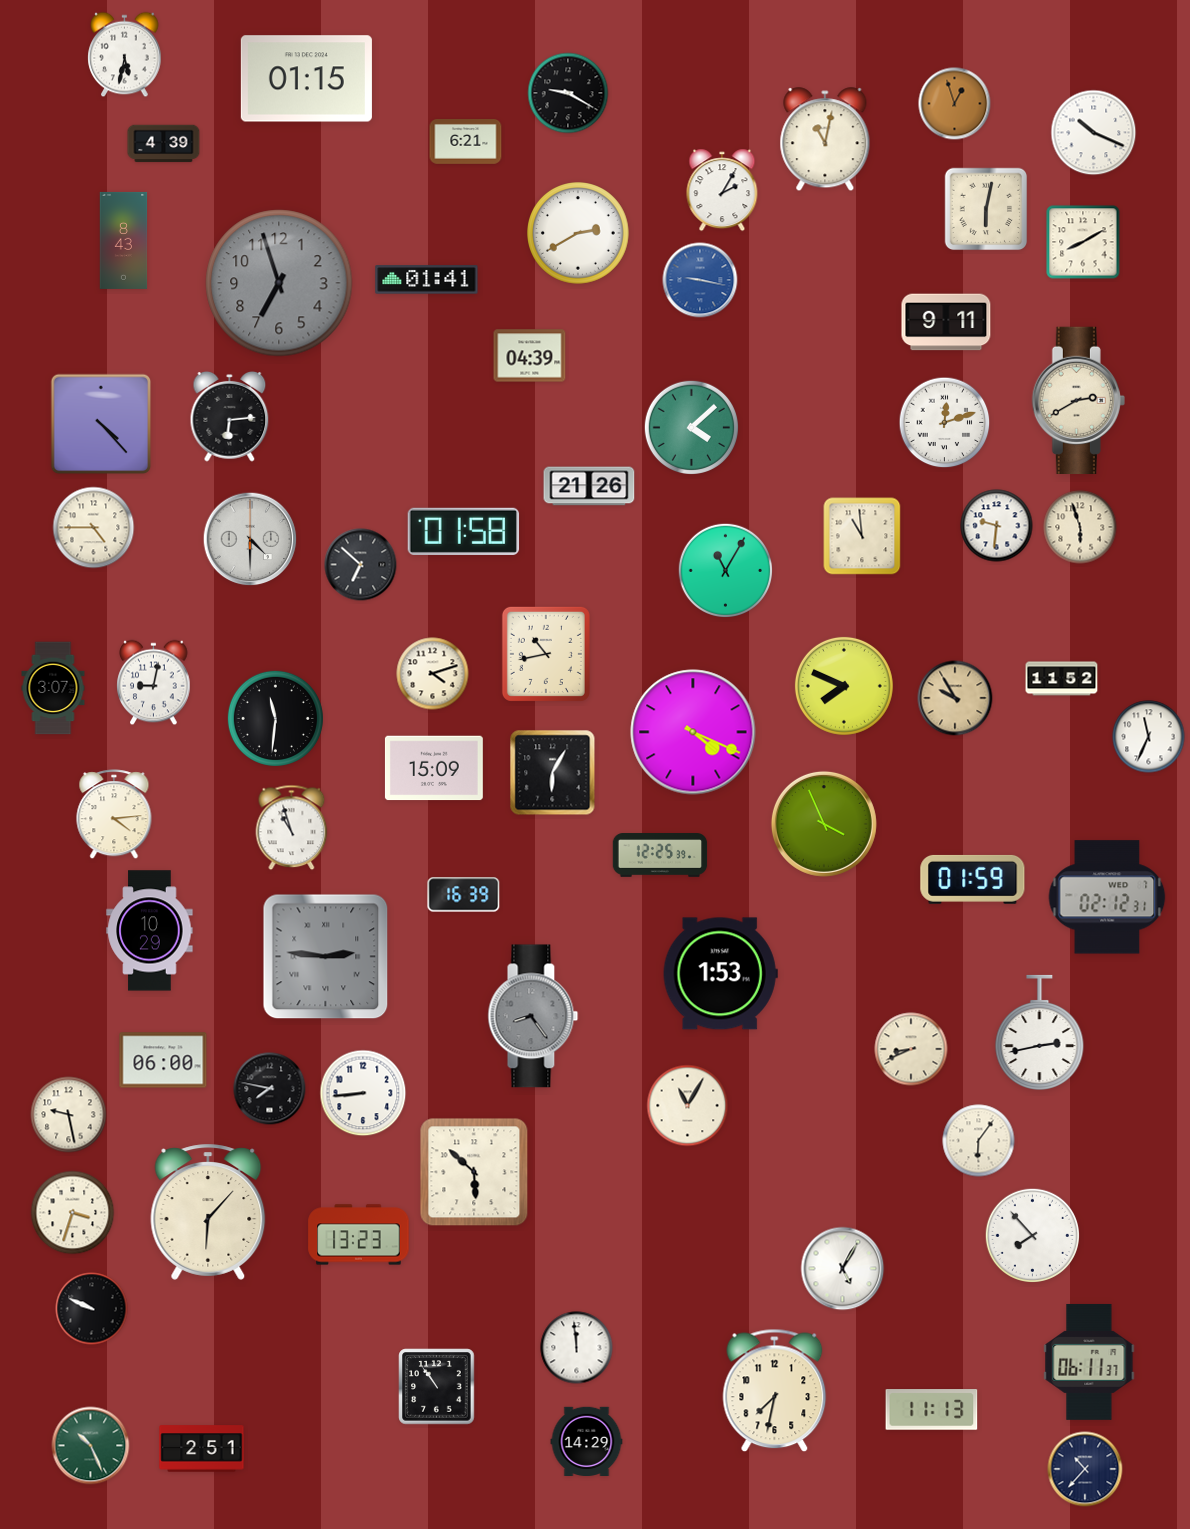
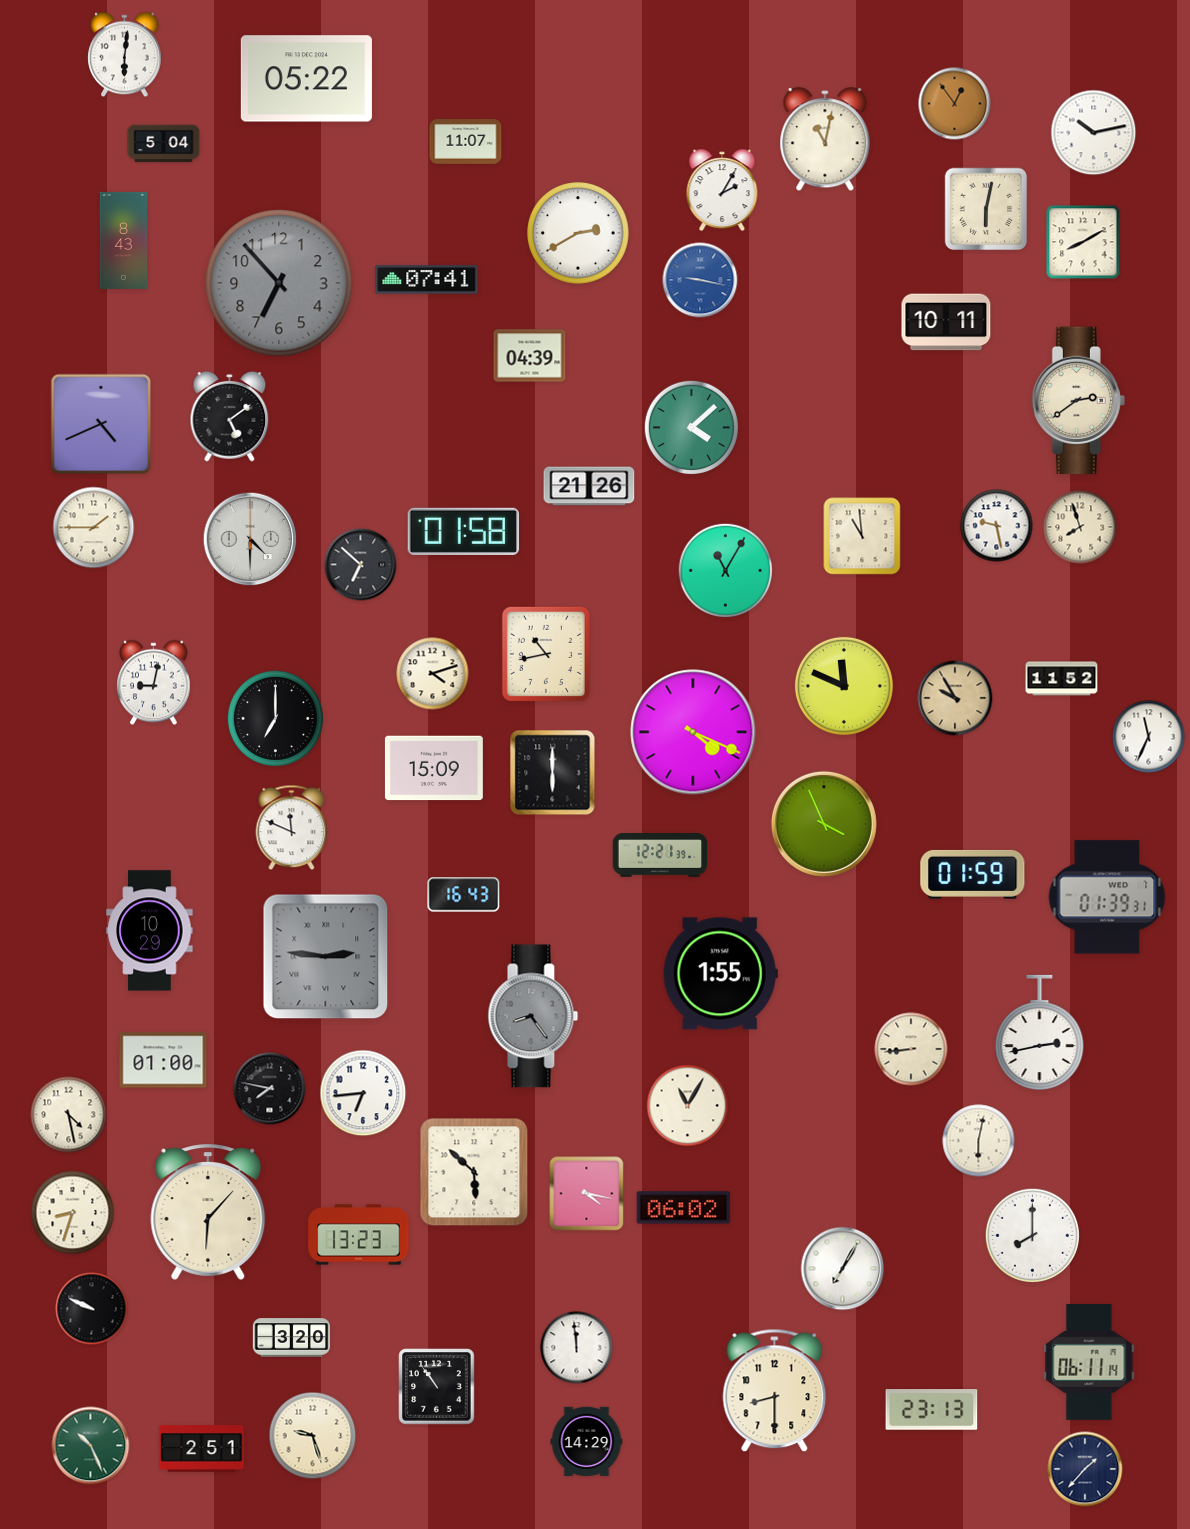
clock at (125, 55): 5:32 -> 6:01
clock at (306, 79): 01:15 -> 05:22
clock at (568, 93): 9:20 -> none
clock at (955, 104): 12:57 -> 12:54
clock at (1094, 133): 10:19 -> 10:13
clock at (466, 142): 6:21 -> 11:07
clock at (164, 144): 4:39 -> 5:04
clock at (427, 280): 01:41 -> 07:41
clock at (279, 283): 6:57 -> 6:53
clock at (946, 322): 9:11 -> 10:11
clock at (1078, 400): 2:40 -> 2:39
clock at (230, 416): 6:14 -> 5:09
clock at (945, 423): 12:12 -> none
clock at (101, 424): 4:23 -> 4:41
clock at (997, 526): 9:31 -> 9:28
clock at (1080, 527): 5:57 -> 7:57
clock at (94, 528): 4:45 -> 1:45
clock at (844, 686): 7:49 -> 11:49
clock at (53, 688): 3:07 -> none
clock at (275, 718): 11:31 -> 7:00
clock at (553, 773): 6:05 -> 6:00
clock at (114, 815): 4:14 -> none
clock at (292, 828): 10:57 -> 11:49
clock at (660, 855): 12:25 -> 12:21
clock at (973, 879) position: (973, 879) -> (973, 874)
clock at (464, 895): 16:39 -> 16:43
clock at (1107, 897): 02:12 -> 01:39
clock at (720, 974): 1:53 -> 1:55
clock at (911, 1049): 8:41 -> 8:44
clock at (163, 1060): 06:00 -> 01:00
clock at (363, 1093): 8:44 -> 6:44
clock at (69, 1115): 9:28 -> 4:28
clock at (979, 1141): 6:06 -> 6:02
clock at (587, 1194): none -> 4:17
clock at (684, 1208): none -> 06:02
clock at (73, 1213): 3:33 -> 8:33
clock at (1032, 1235): 7:53 -> 8:00
clock at (843, 1269): 5:05 -> 7:05
clock at (292, 1338): none -> 3:20
clock at (1089, 1362): 06:11:37 -> 06:11:14
clock at (775, 1391): 7:32 -> 8:30
clock at (932, 1410): 11:13 -> 23:13
clock at (313, 1436): none -> 9:27
clock at (1085, 1469): 10:37 -> 1:37
